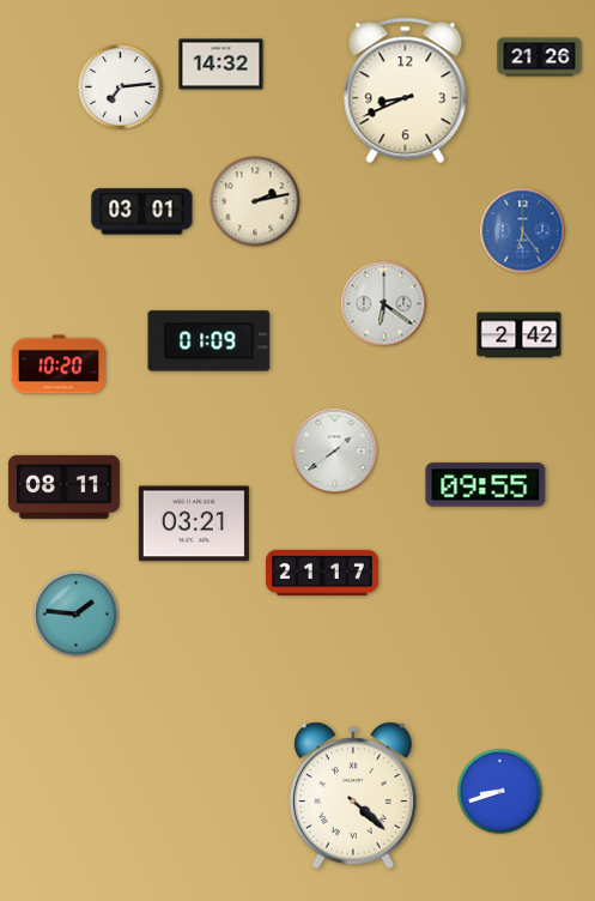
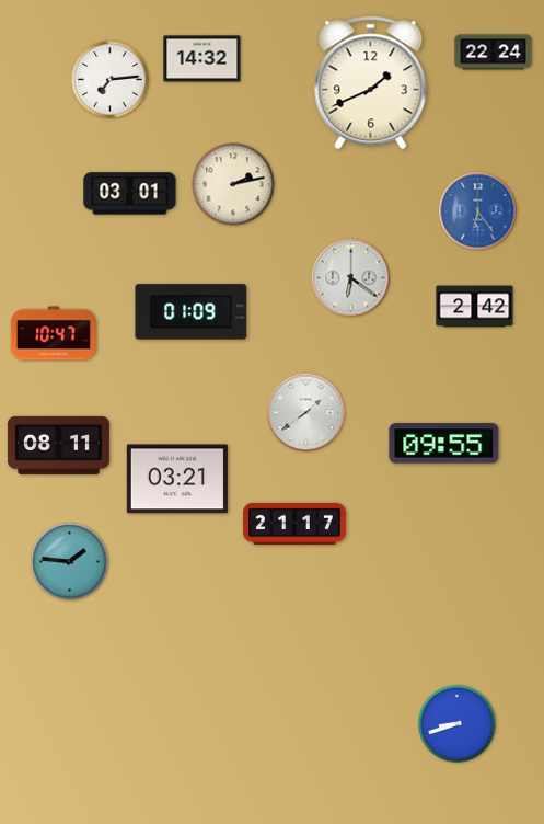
clock at (540, 58): 21:26 -> 22:24
clock at (406, 91): 8:41 -> 1:41
clock at (59, 364): 10:20 -> 10:47
clock at (353, 796): 4:22 -> none
